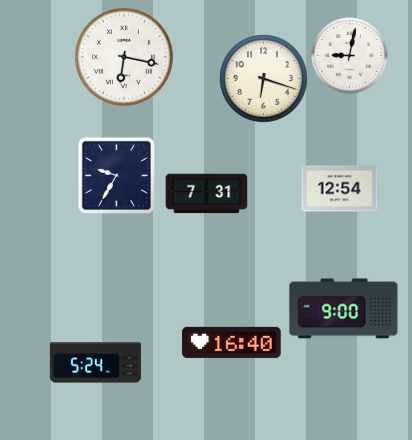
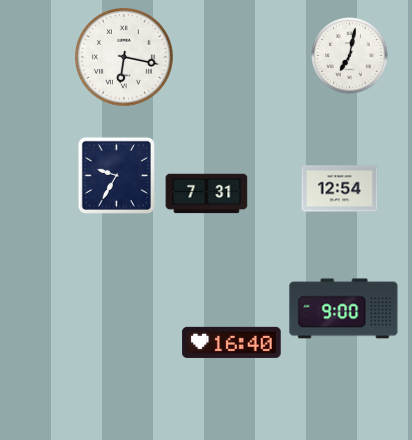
clock at (350, 56): 9:02 -> 7:02
clock at (264, 79): 6:18 -> none
clock at (95, 363): 5:24 -> none
